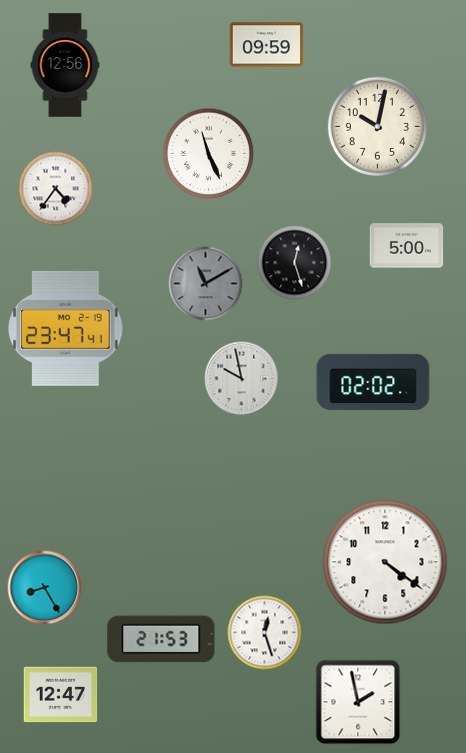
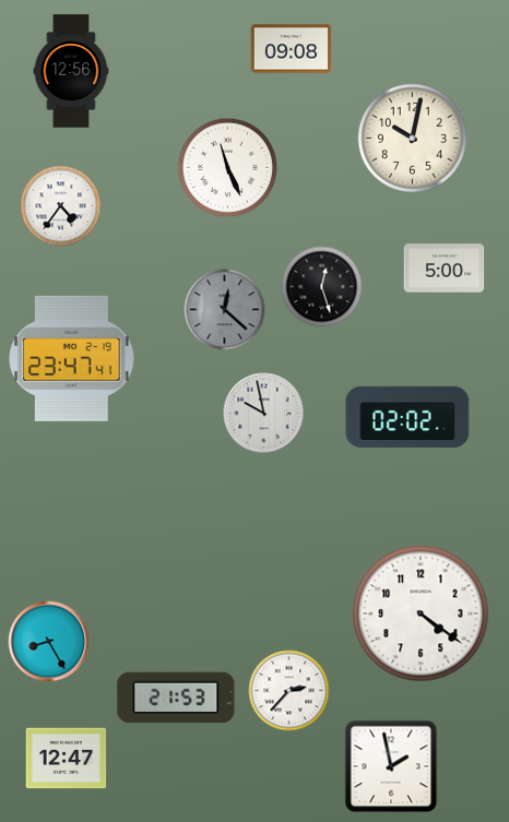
clock at (267, 45): 09:59 -> 09:08
clock at (206, 284): 11:10 -> 12:22
clock at (265, 633): 12:27 -> 2:37
